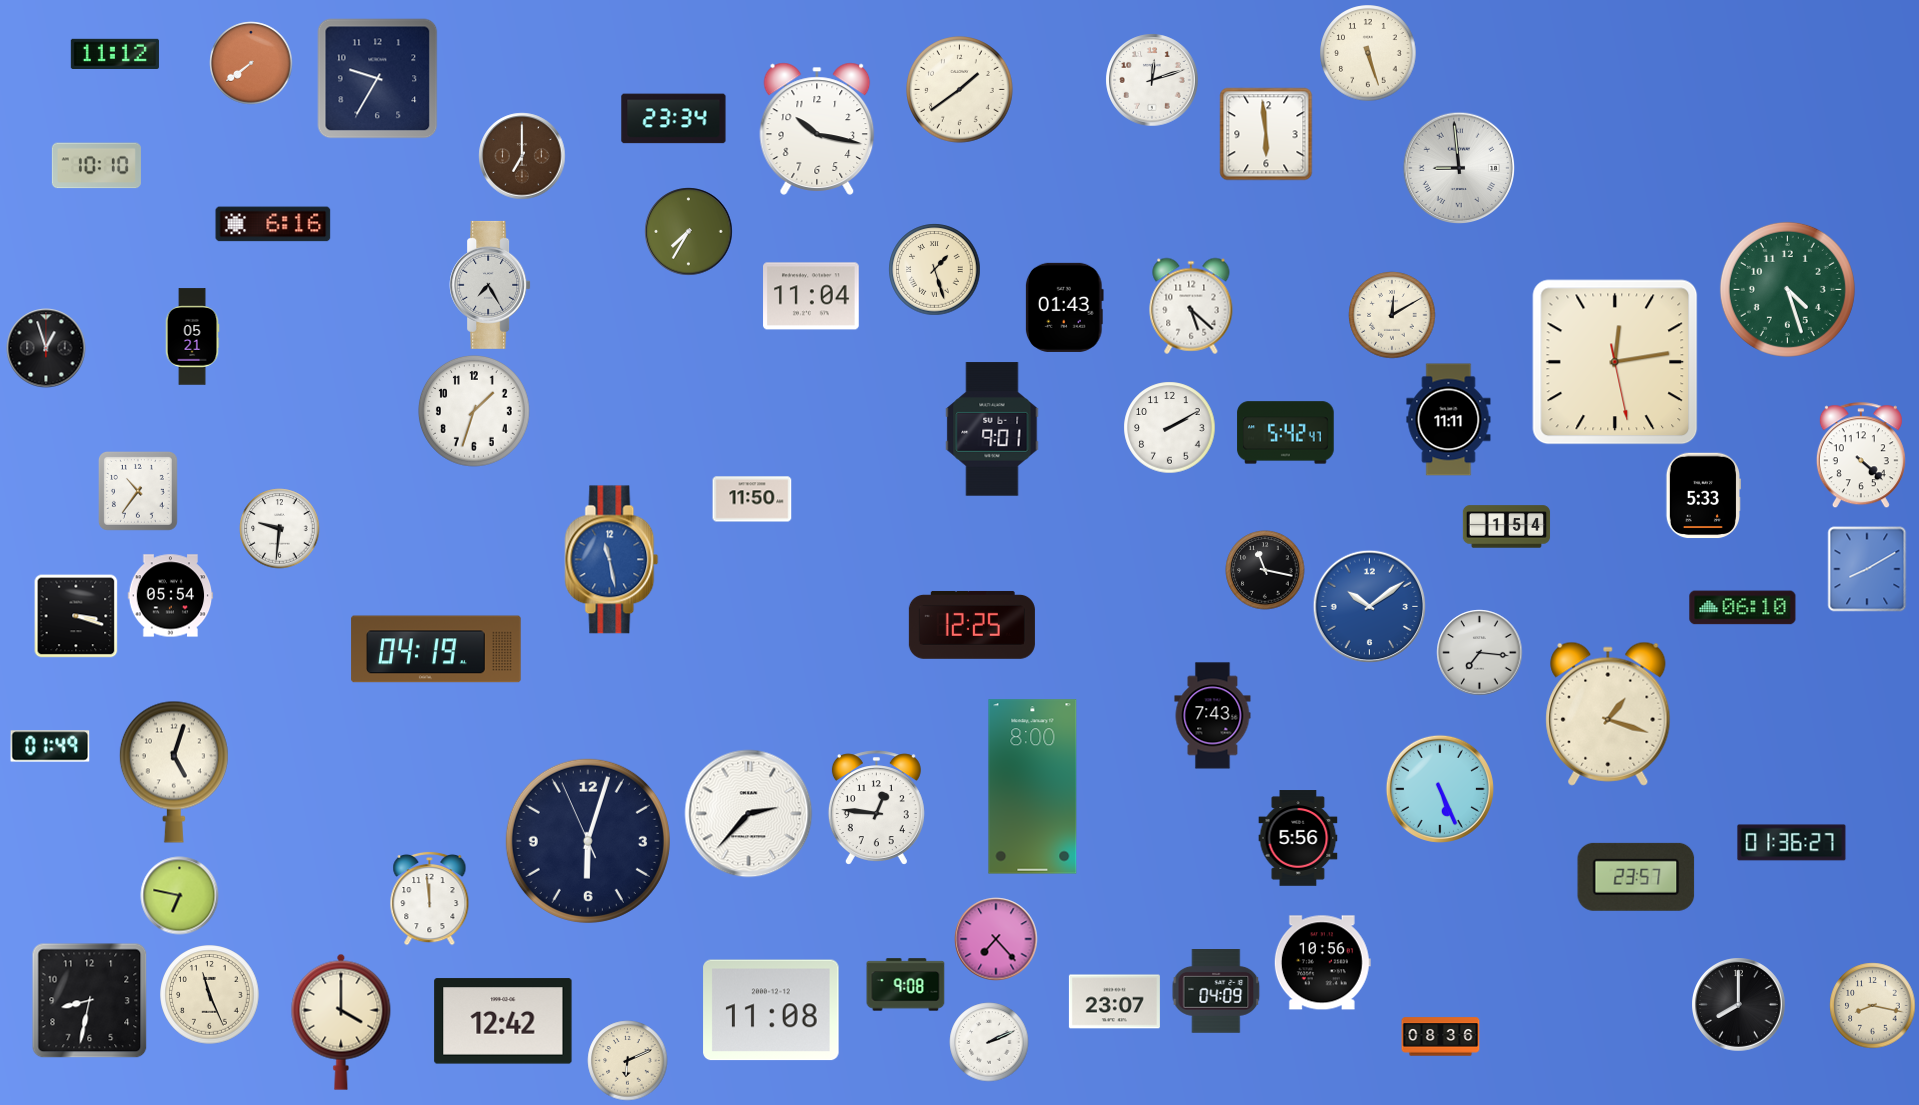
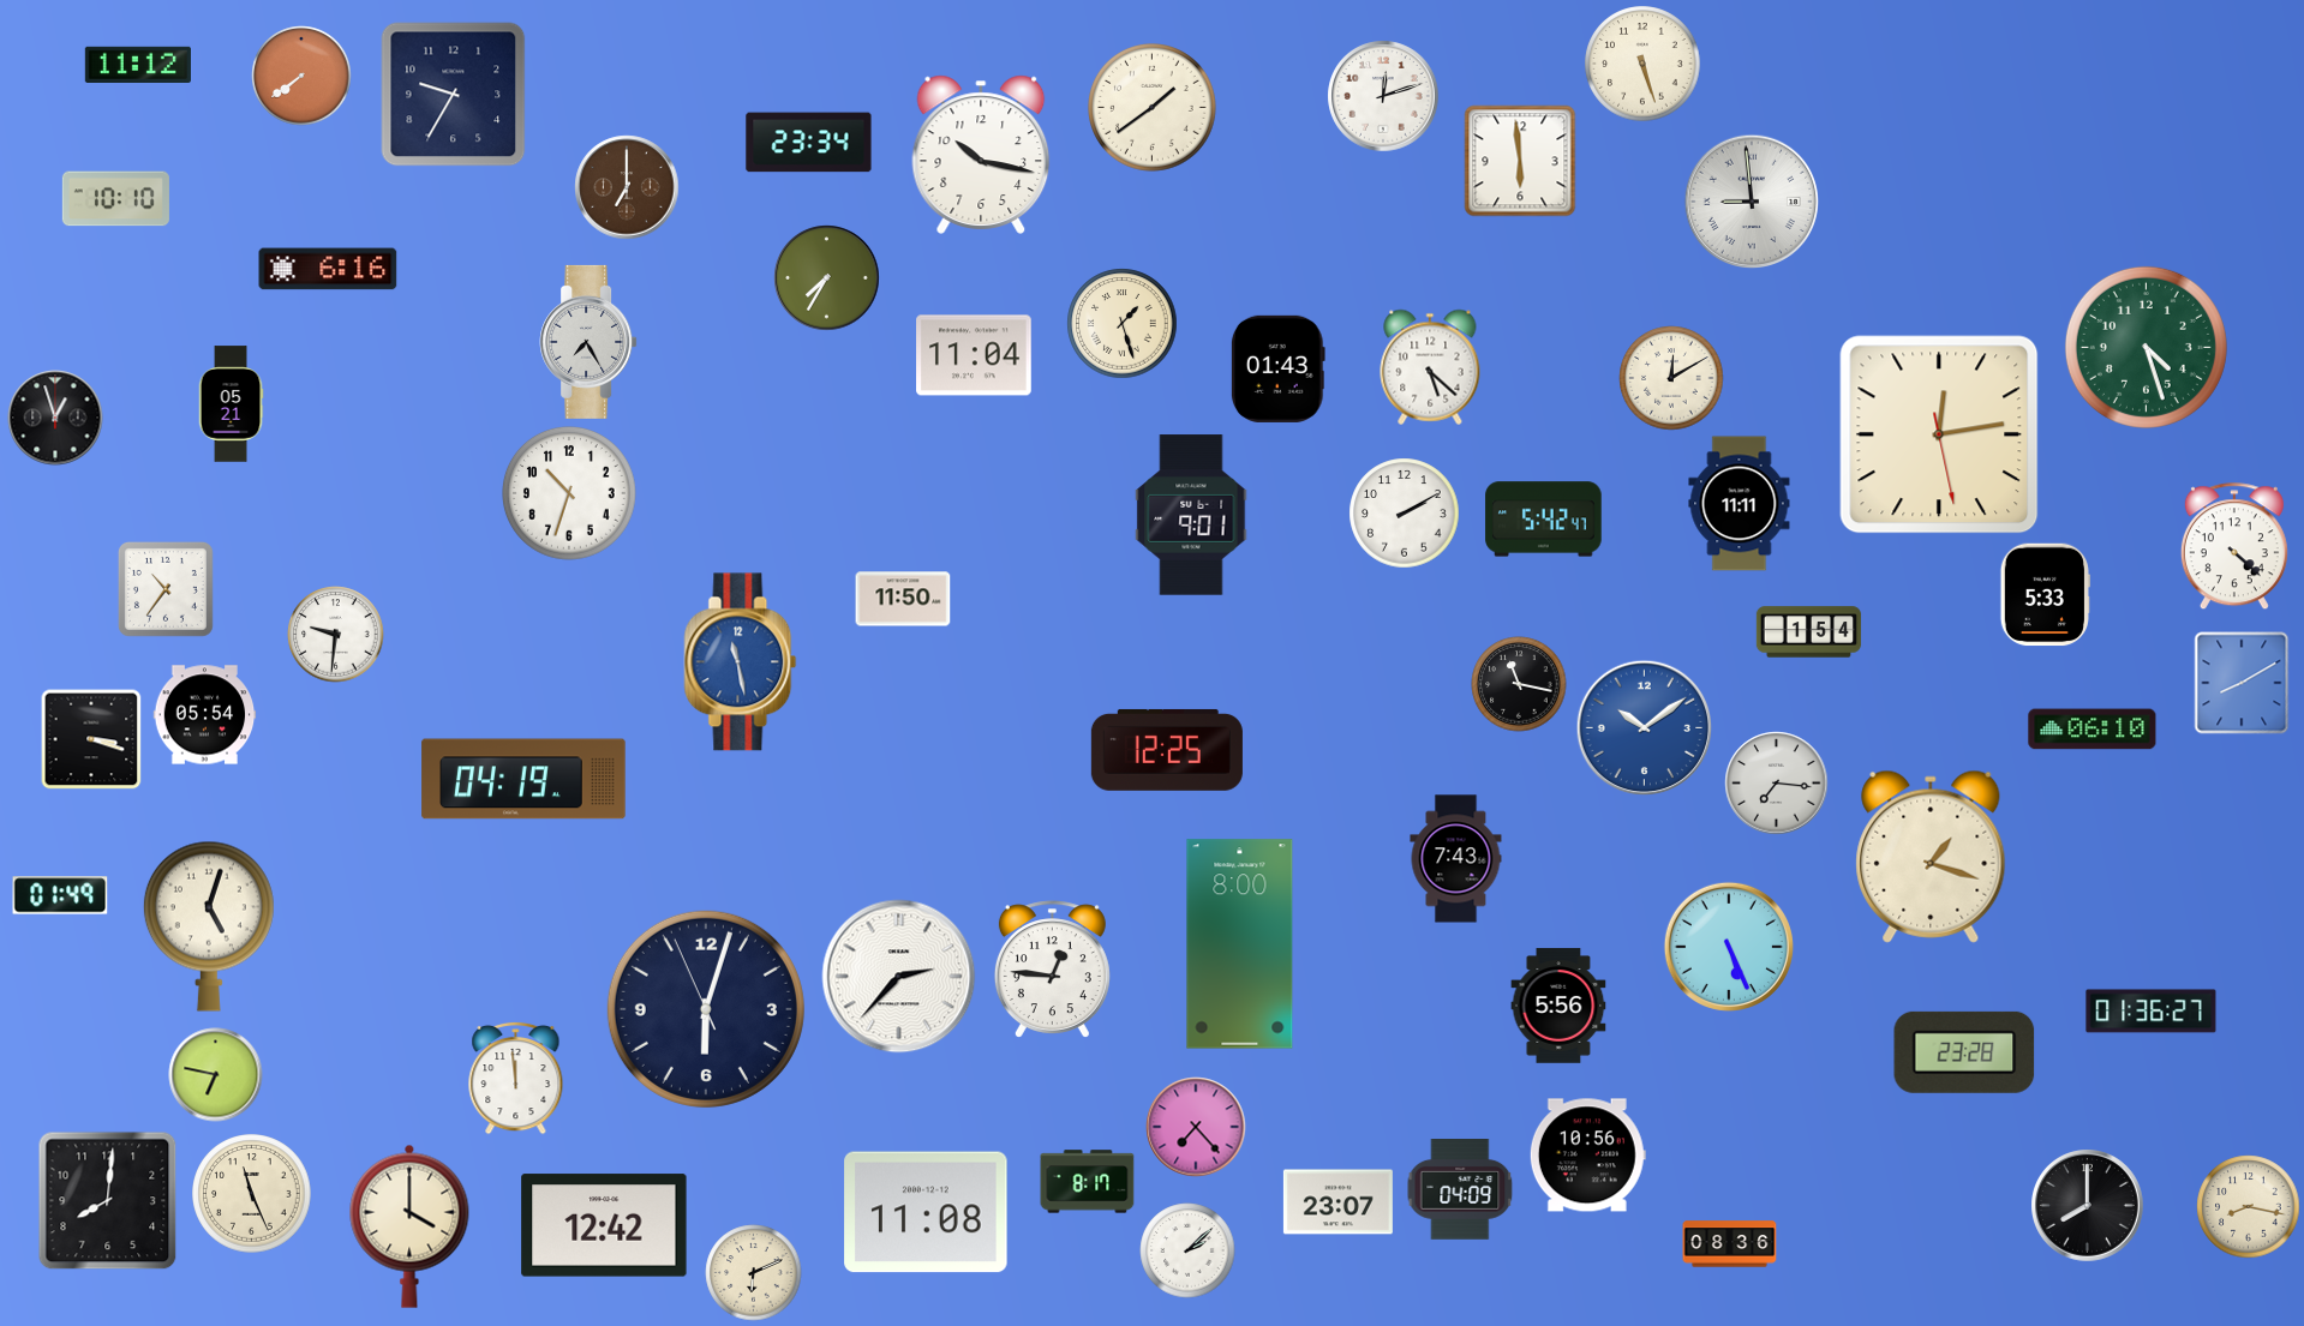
clock at (475, 412): 1:33 -> 10:33
clock at (612, 560) position: (612, 560) -> (741, 662)
clock at (1636, 877): 23:57 -> 23:28
clock at (906, 985): 9:08 -> 8:17
clock at (90, 1001): 8:32 -> 8:01
clock at (989, 1042): 2:11 -> 2:08
